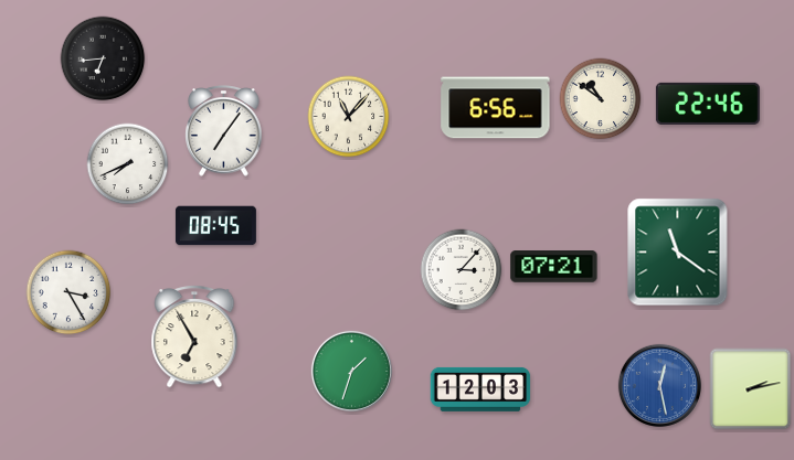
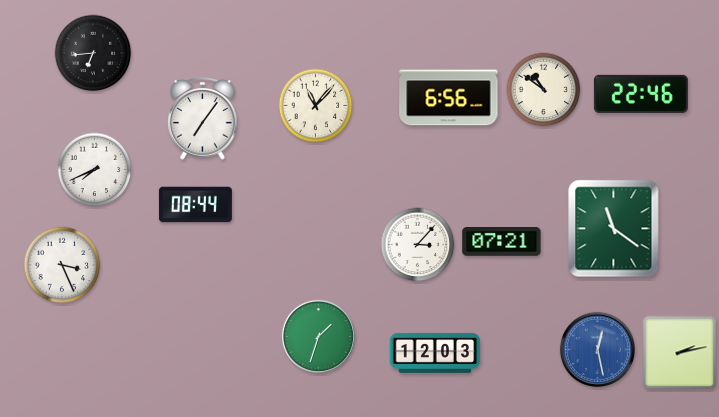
clock at (128, 164) position: (128, 164) -> (95, 170)
clock at (215, 226): 08:45 -> 08:44
clock at (68, 292): 3:25 -> 3:26
clock at (194, 336): 6:55 -> none
